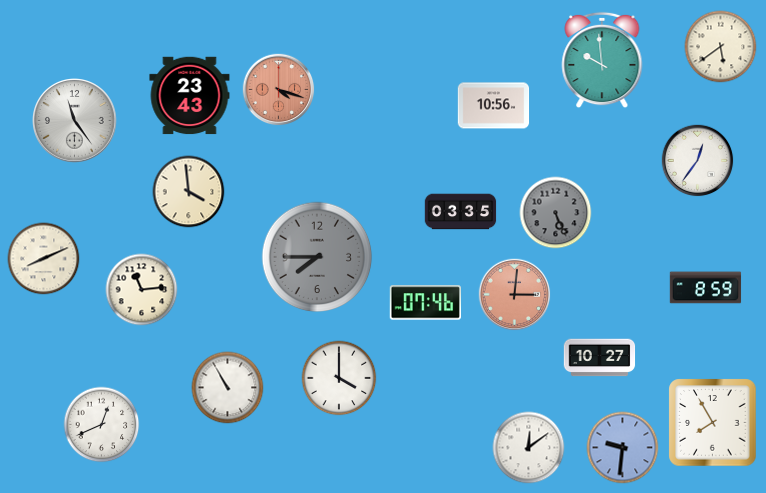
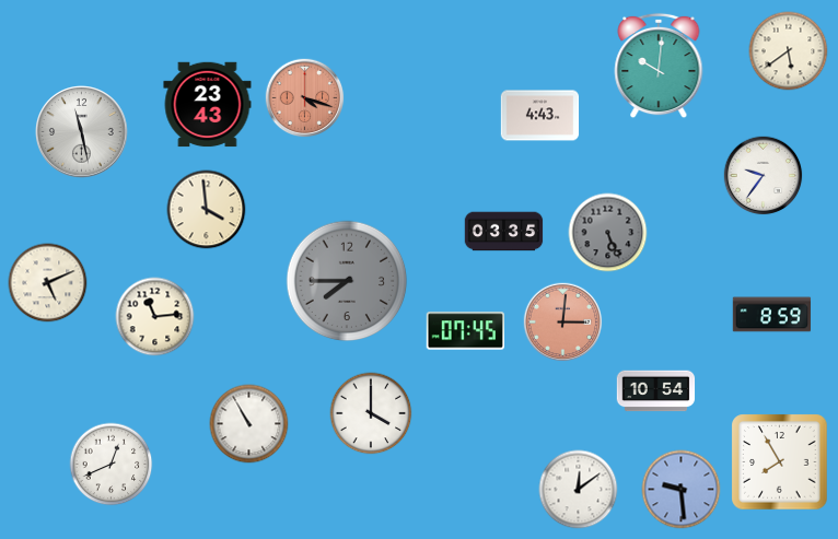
clock at (602, 60): 9:59 -> 10:01
clock at (494, 106): 10:56 -> 4:43
clock at (75, 121): 11:24 -> 11:28
clock at (698, 161): 12:36 -> 9:36
clock at (44, 259): 8:11 -> 5:11
clock at (425, 303): 07:46 -> 07:45
clock at (600, 358): 10:27 -> 10:54
clock at (623, 448): 9:31 -> 9:29
